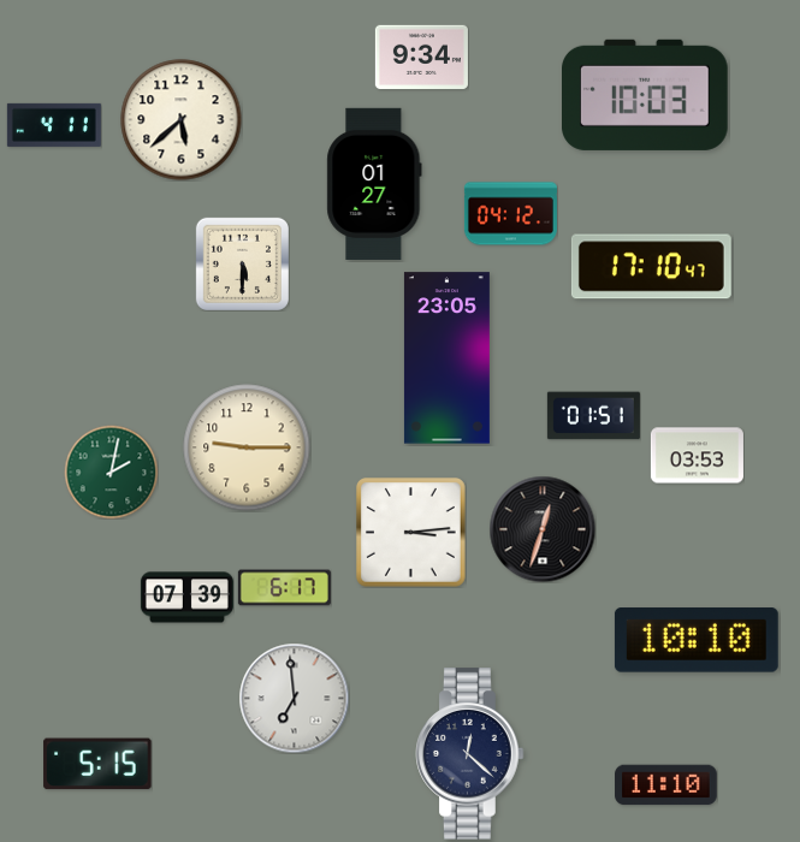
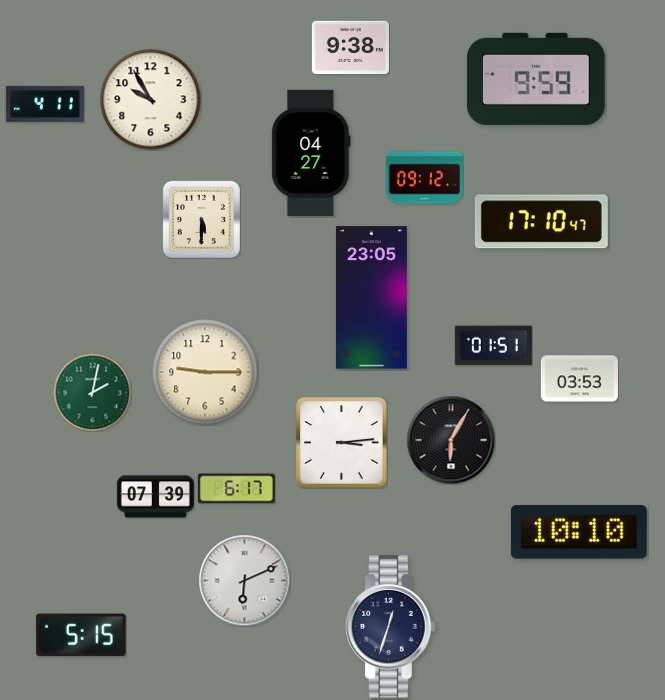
clock at (421, 58): 9:34 -> 9:38
clock at (646, 95): 10:03 -> 9:59
clock at (182, 120): 5:38 -> 9:55
clock at (374, 184): 01:27 -> 04:27
clock at (510, 214): 04:12 -> 09:12
clock at (543, 529): 12:33 -> 6:05
clock at (294, 698): 6:59 -> 6:11
clock at (470, 754): 12:22 -> 12:33
clock at (666, 785): 11:10 -> none
